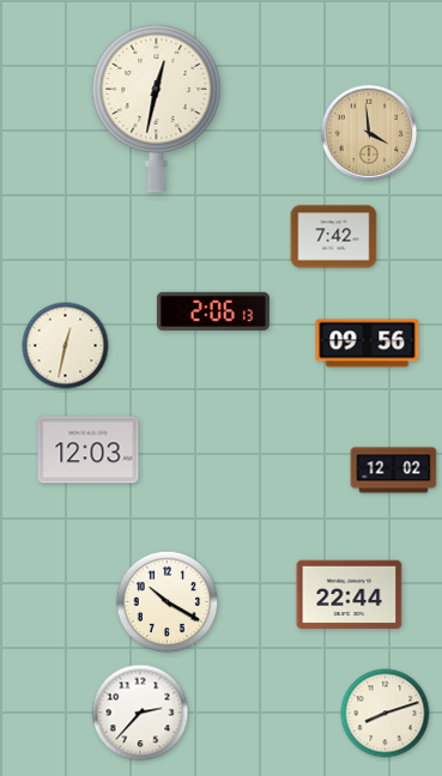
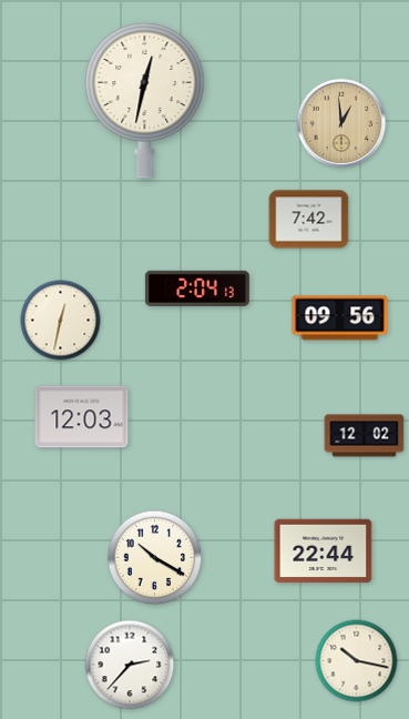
clock at (369, 133): 3:59 -> 12:59
clock at (213, 311): 2:06 -> 2:04
clock at (140, 713) position: (140, 713) -> (130, 665)
clock at (386, 714): 8:12 -> 10:17
